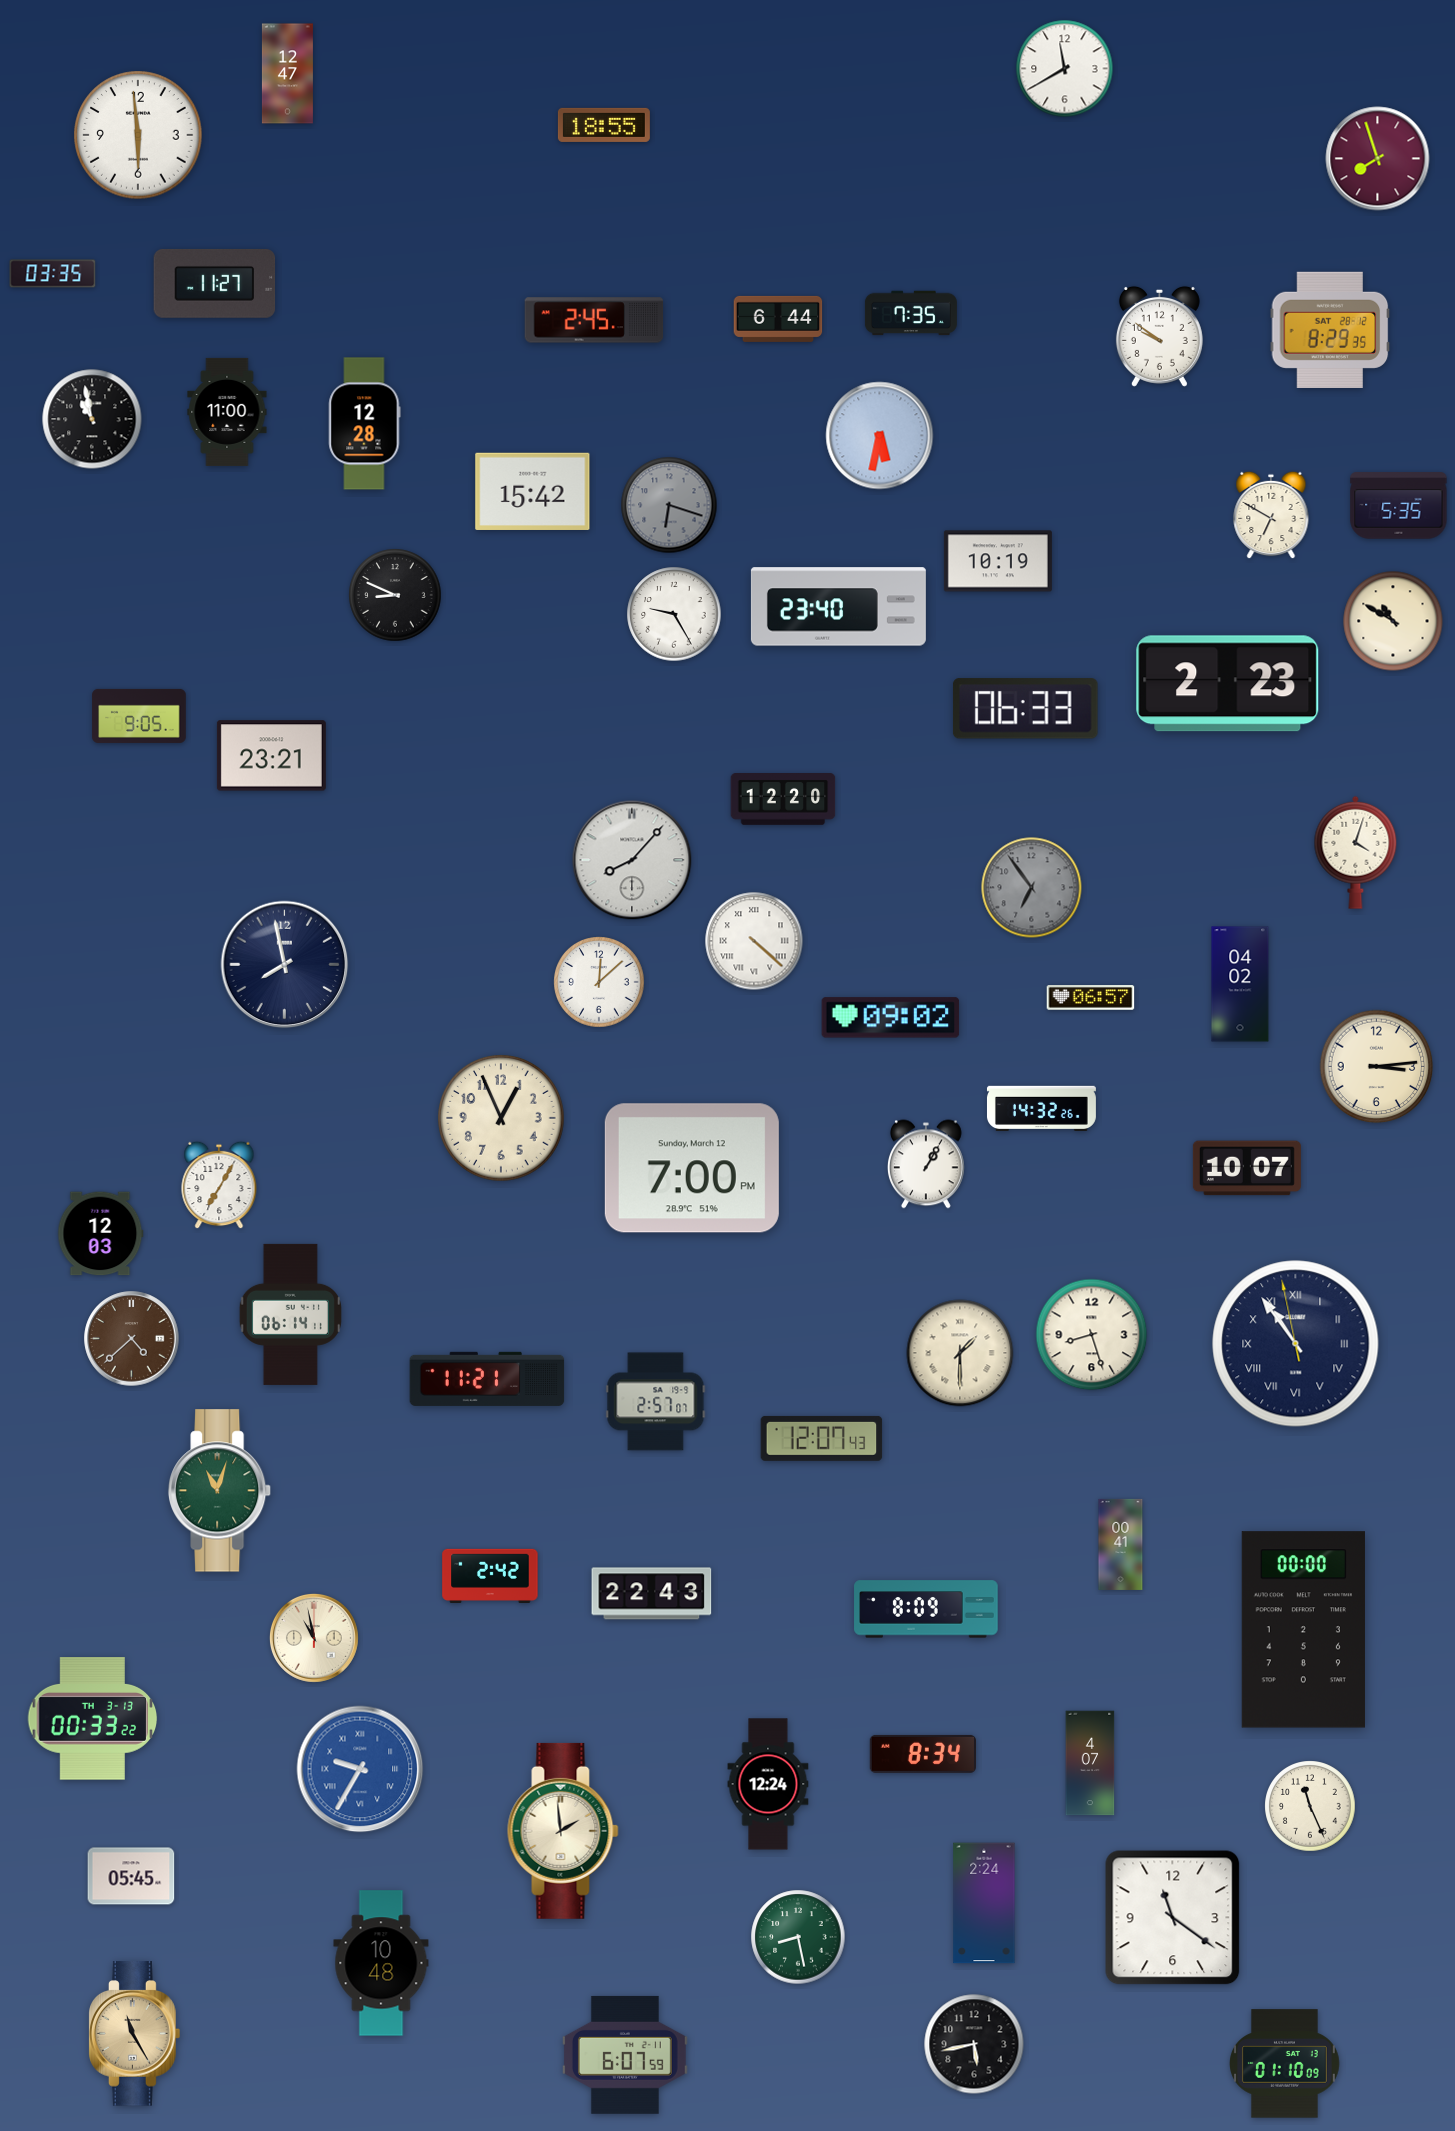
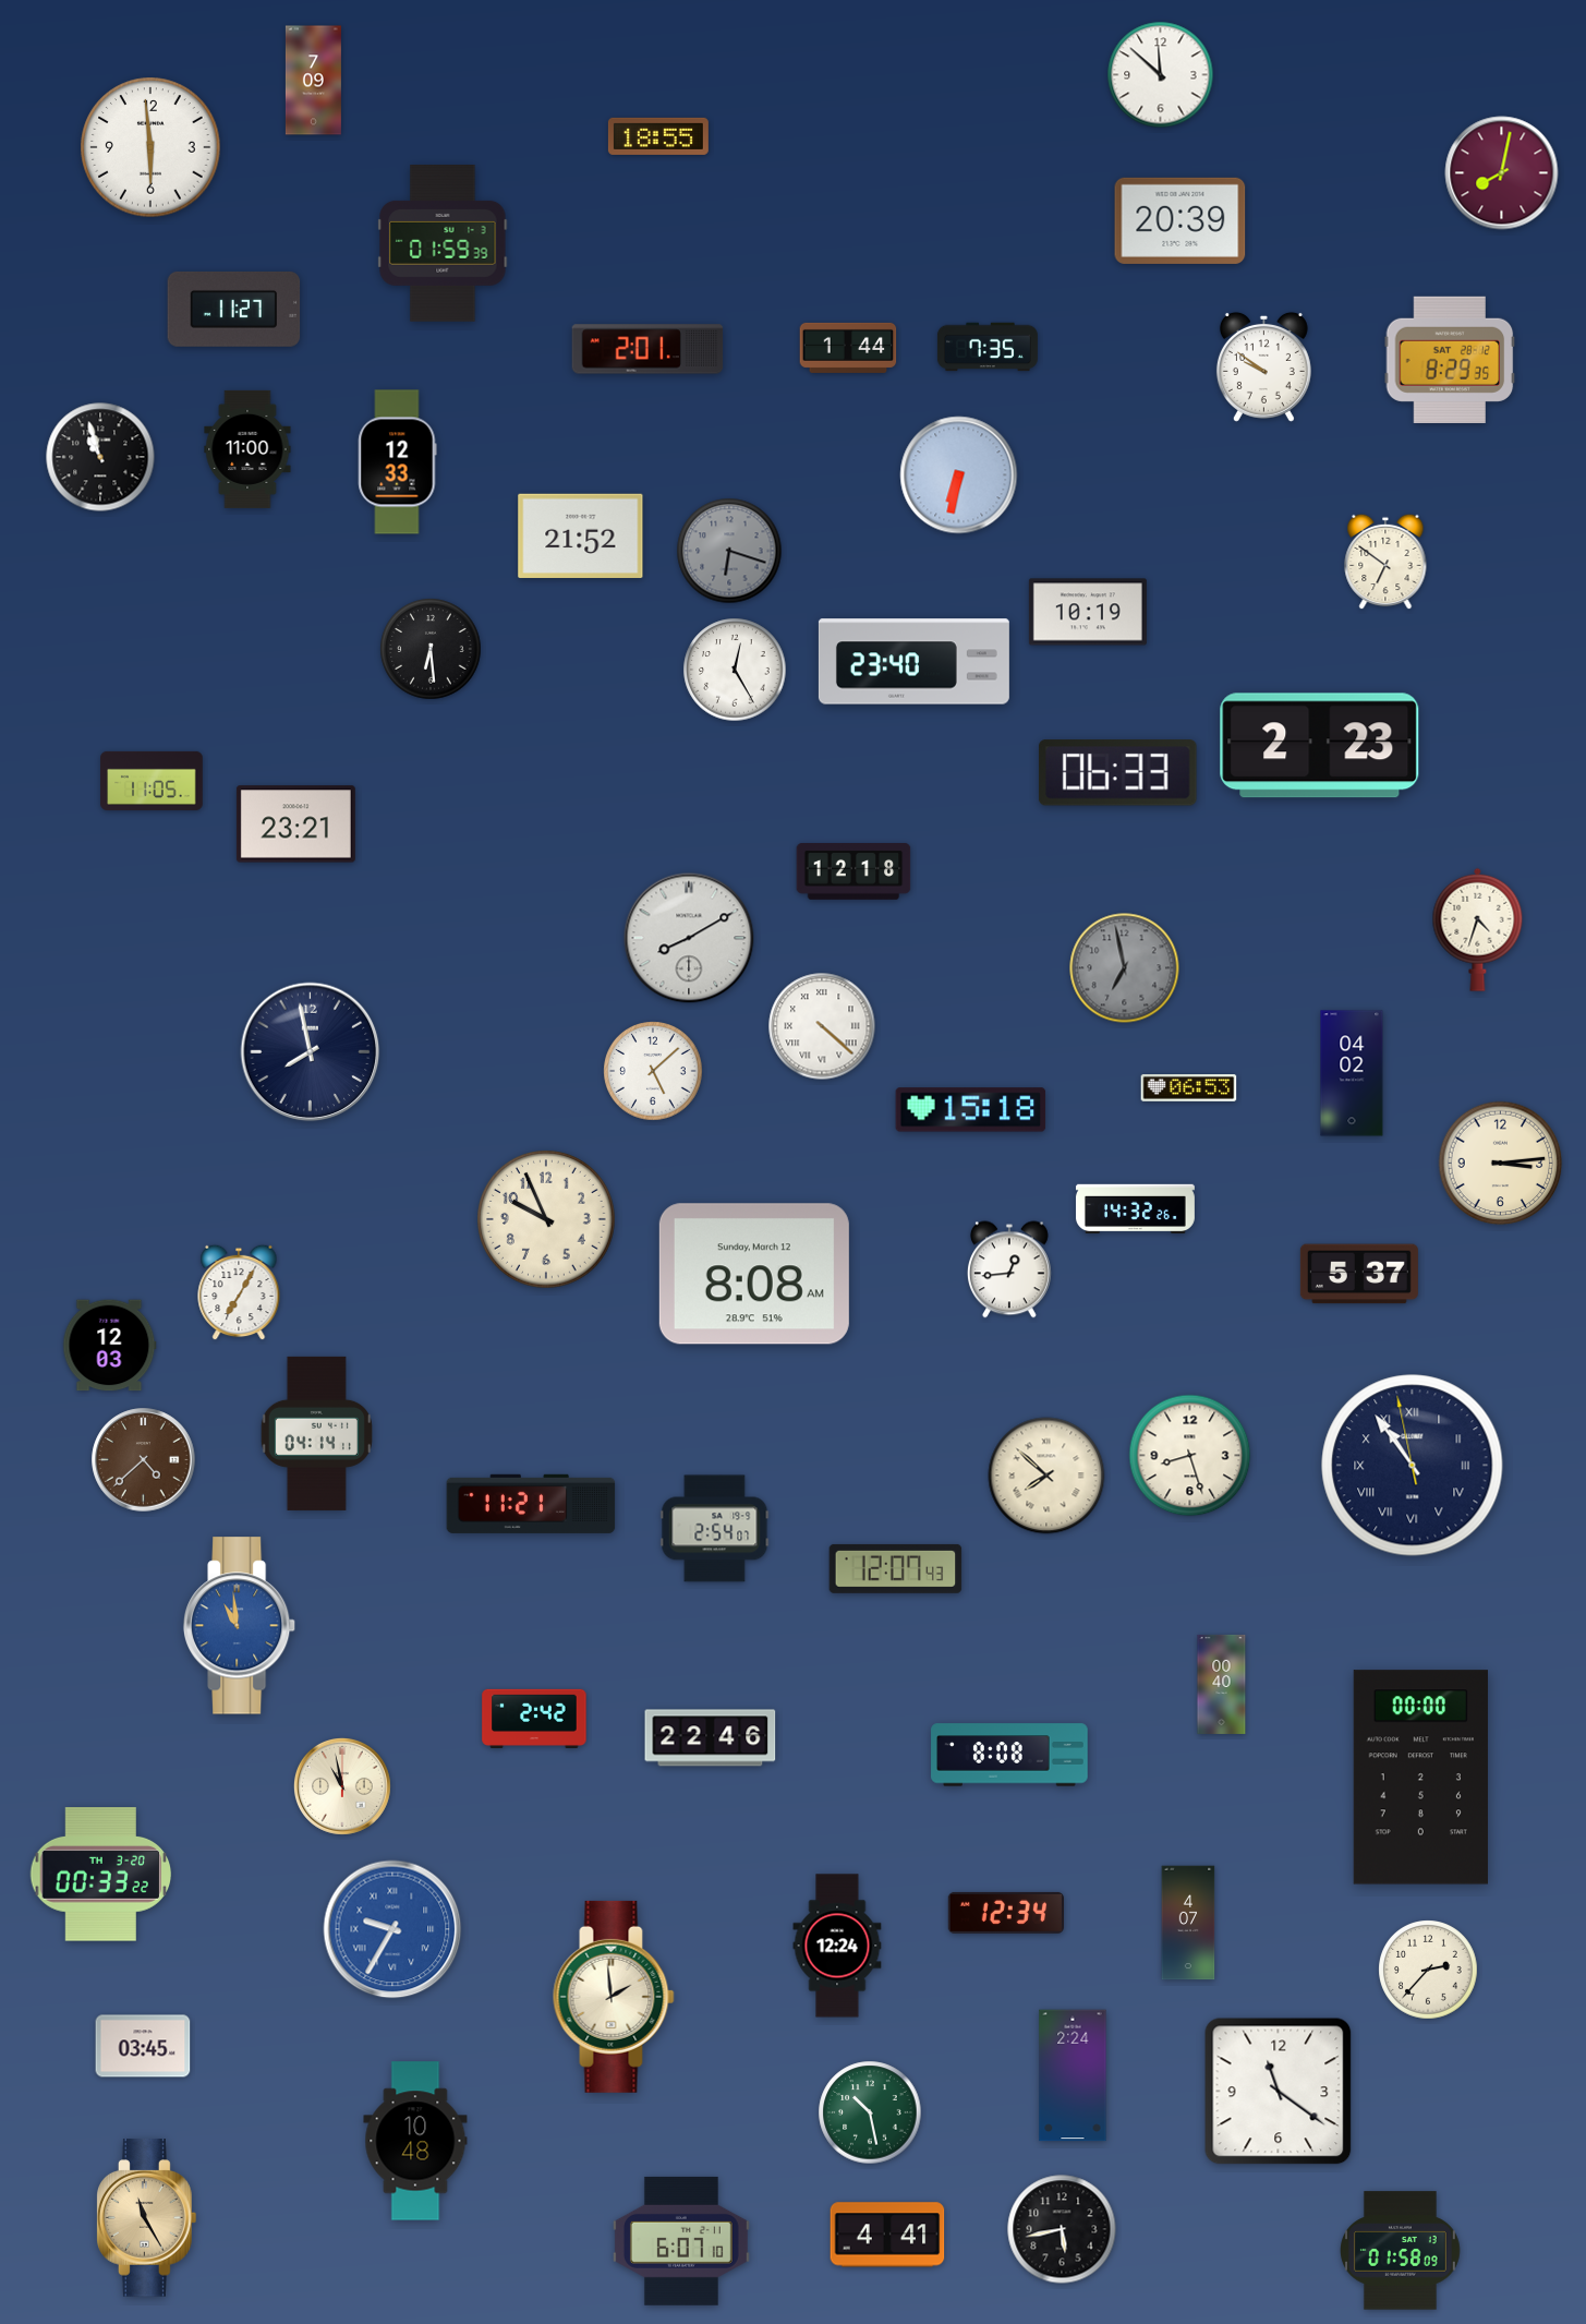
clock at (1065, 69): 11:40 -> 11:52
clock at (287, 74): 12:47 -> 7:09
clock at (1378, 159): 7:57 -> 8:02
clock at (1181, 220): none -> 20:39
clock at (443, 244): none -> 01:59
clock at (53, 274): 03:35 -> none
clock at (911, 313) position: (911, 313) -> (988, 347)
clock at (778, 319): 6:44 -> 1:44
clock at (594, 320): 2:45 -> 2:01
clock at (92, 419): 10:58 -> 10:57
clock at (365, 424): 12:28 -> 12:33
clock at (880, 436): 5:32 -> 6:32
clock at (533, 491): 15:42 -> 21:52
clock at (1399, 506): 5:35 -> none
clock at (1271, 515): 6:50 -> 6:51
clock at (395, 595): 8:49 -> 6:29
clock at (674, 614): 9:25 -> 12:25
clock at (1393, 621): 10:50 -> none
clock at (1228, 684) position: (1228, 684) -> (1320, 746)
clock at (139, 716): 9:05 -> 11:05
clock at (783, 800): 12:20 -> 12:18
clock at (1356, 852): 4:03 -> 4:33
clock at (632, 860): 8:07 -> 8:10
clock at (1032, 888): 6:54 -> 6:58
clock at (599, 982): 12:08 -> 5:08
clock at (1091, 998): 06:57 -> 06:53
clock at (891, 1018): 09:02 -> 15:18
clock at (501, 1118): 12:56 -> 9:56
clock at (927, 1164): 1:05 -> 12:44
clock at (692, 1168): 7:00 -> 8:08
clock at (1247, 1168): 10:07 -> 5:37
clock at (290, 1314): 06:14 -> 04:14
clock at (960, 1353): 1:30 -> 7:52
clock at (656, 1402): 2:57 -> 2:54
clock at (220, 1491): 11:03 -> 10:59
clock at (220, 1491) dial: green -> blue
clock at (1121, 1544): 00:41 -> 00:40
clock at (652, 1594): 22:43 -> 22:46
clock at (926, 1609): 8:09 -> 8:08
clock at (93, 1719) date: TH 3-13 -> TH 3-20
clock at (923, 1754): 8:34 -> 12:34
clock at (1310, 1806): 11:26 -> 2:37
clock at (131, 1876): 05:45 -> 03:45
clock at (798, 1937): 8:28 -> 10:28
clock at (887, 2235): none -> 4:41
clock at (625, 2055): 6:07:59 -> 6:07:10
clock at (1285, 2064): 01:10 -> 01:58
